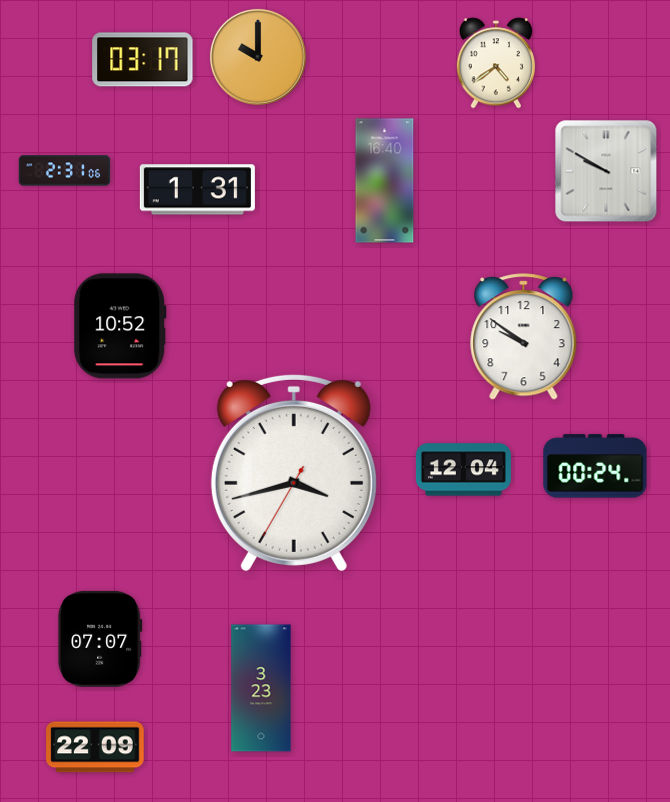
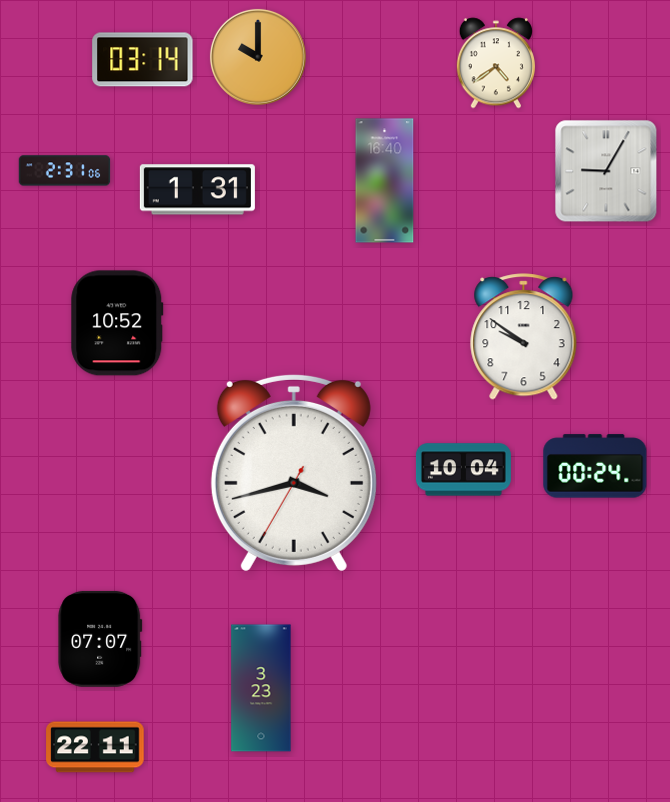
clock at (143, 60): 03:17 -> 03:14
clock at (606, 171): 9:50 -> 9:05
clock at (120, 326) position: (120, 326) -> (117, 323)
clock at (463, 470): 12:04 -> 10:04
clock at (95, 747): 22:09 -> 22:11
